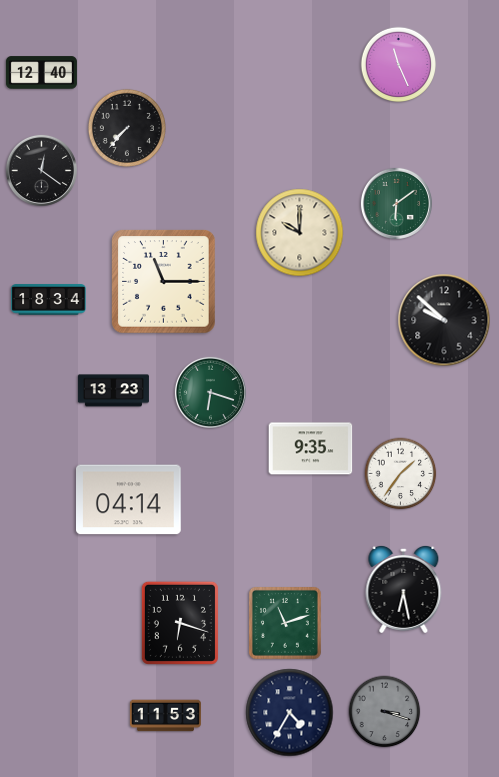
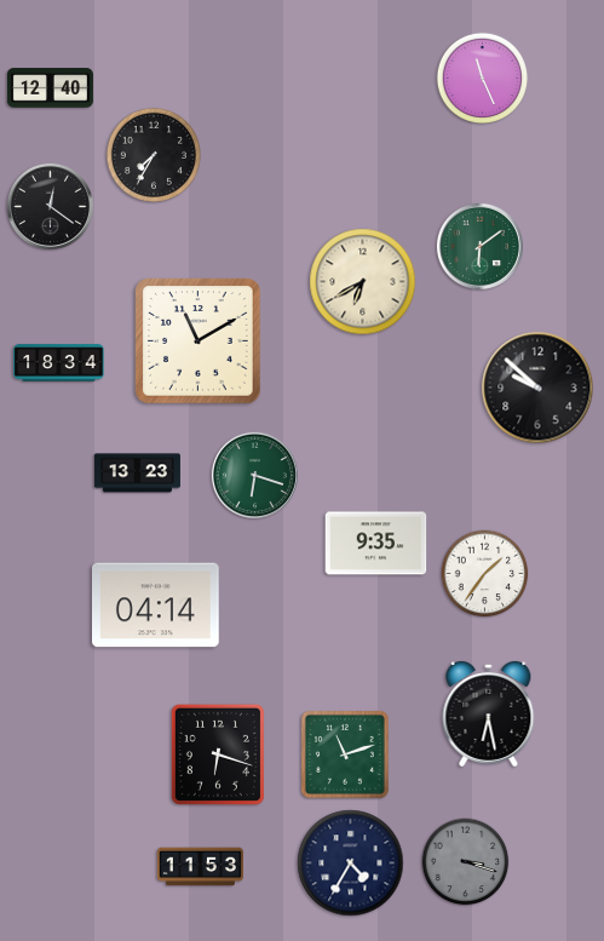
clock at (127, 128): 7:37 -> 7:35
clock at (300, 233): 10:00 -> 6:40
clock at (164, 282): 11:15 -> 11:10
